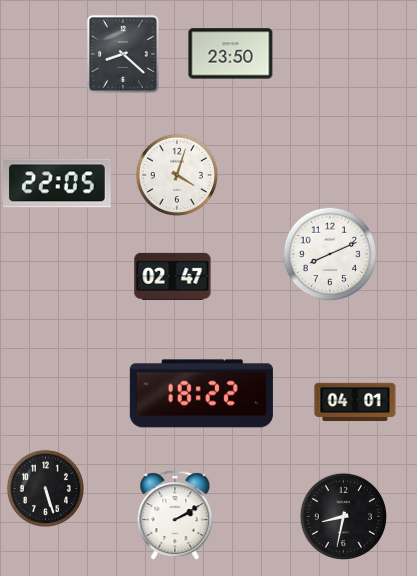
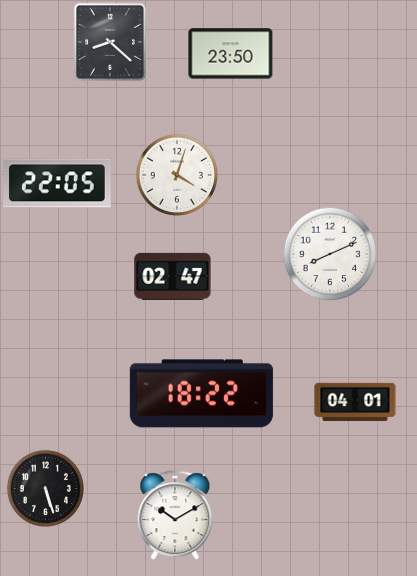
clock at (123, 54) position: (123, 54) -> (110, 42)
clock at (175, 515): 2:10 -> 10:10
clock at (343, 516): 8:32 -> none
